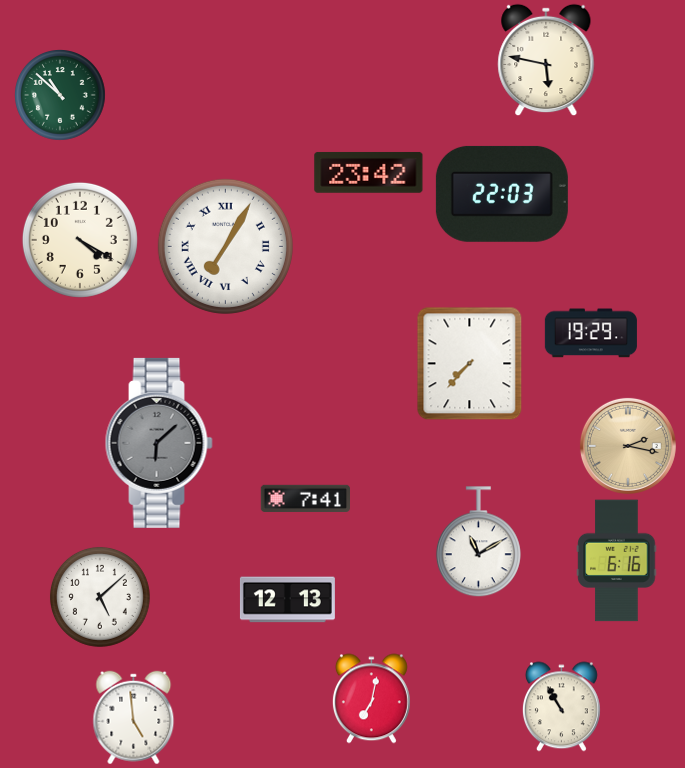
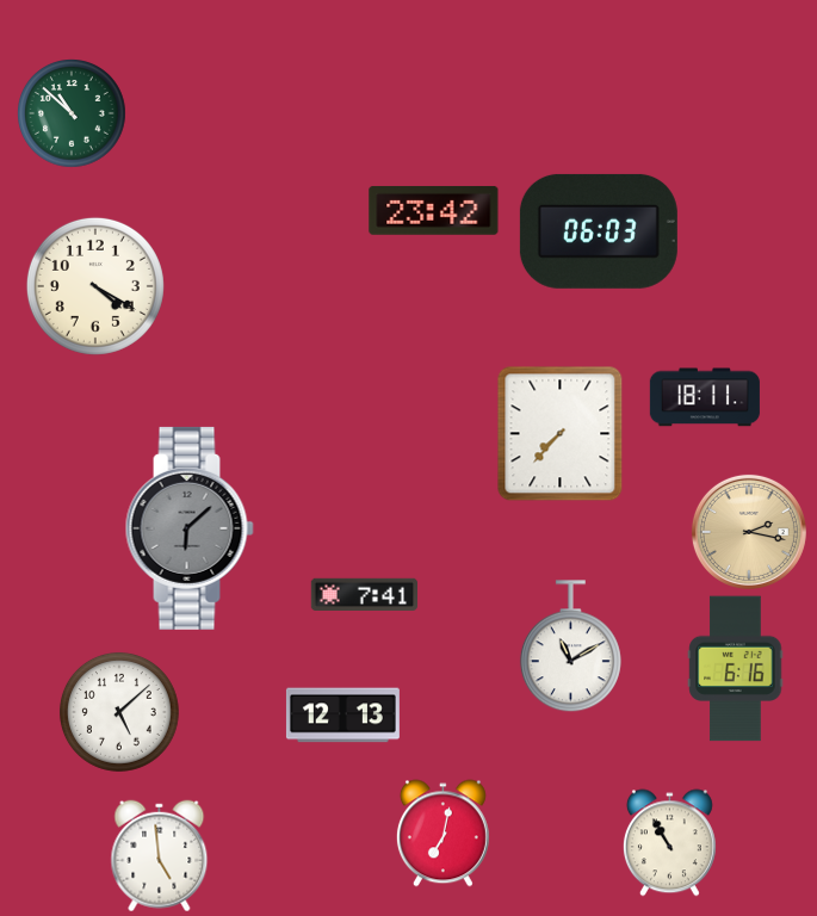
clock at (546, 60): 5:47 -> none
clock at (369, 172) position: (369, 172) -> (434, 210)
clock at (502, 194): 22:03 -> 06:03
clock at (225, 246): 7:05 -> none
clock at (591, 333): 19:29 -> 18:11
